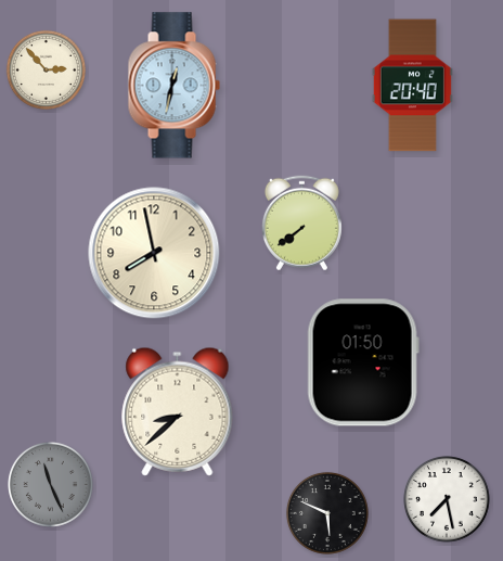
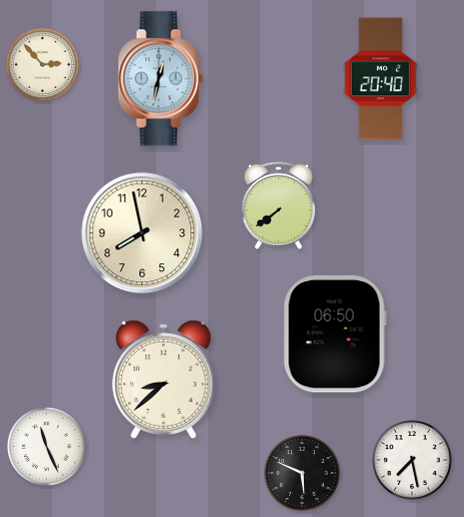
clock at (363, 362): 01:50 -> 06:50
clock at (50, 484) dial: grey -> white
